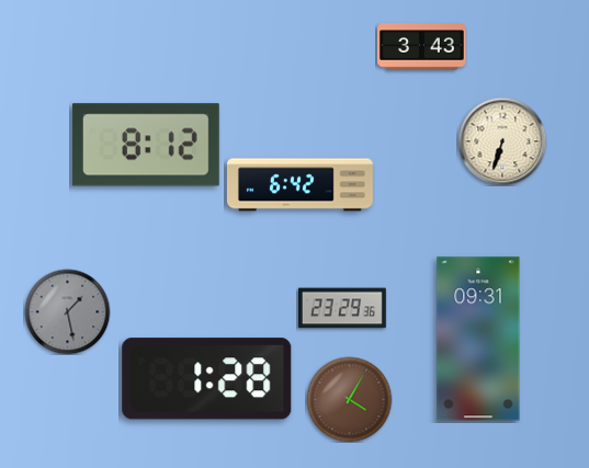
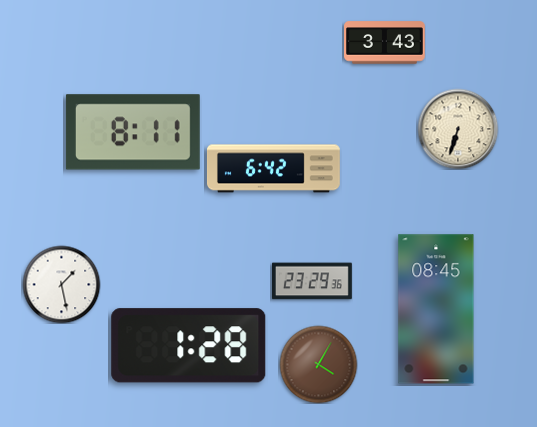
clock at (146, 145): 8:12 -> 8:11
clock at (67, 311) dial: grey -> white
clock at (478, 339): 09:31 -> 08:45
